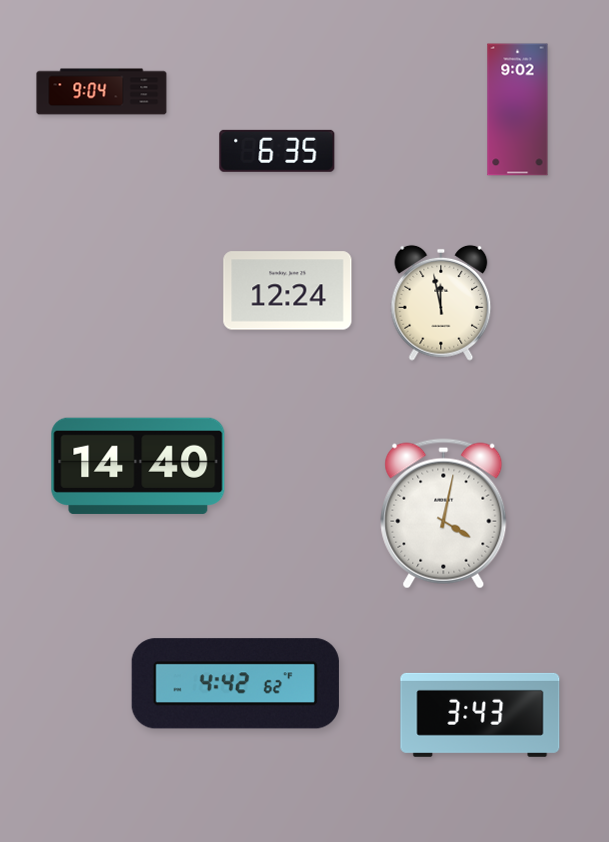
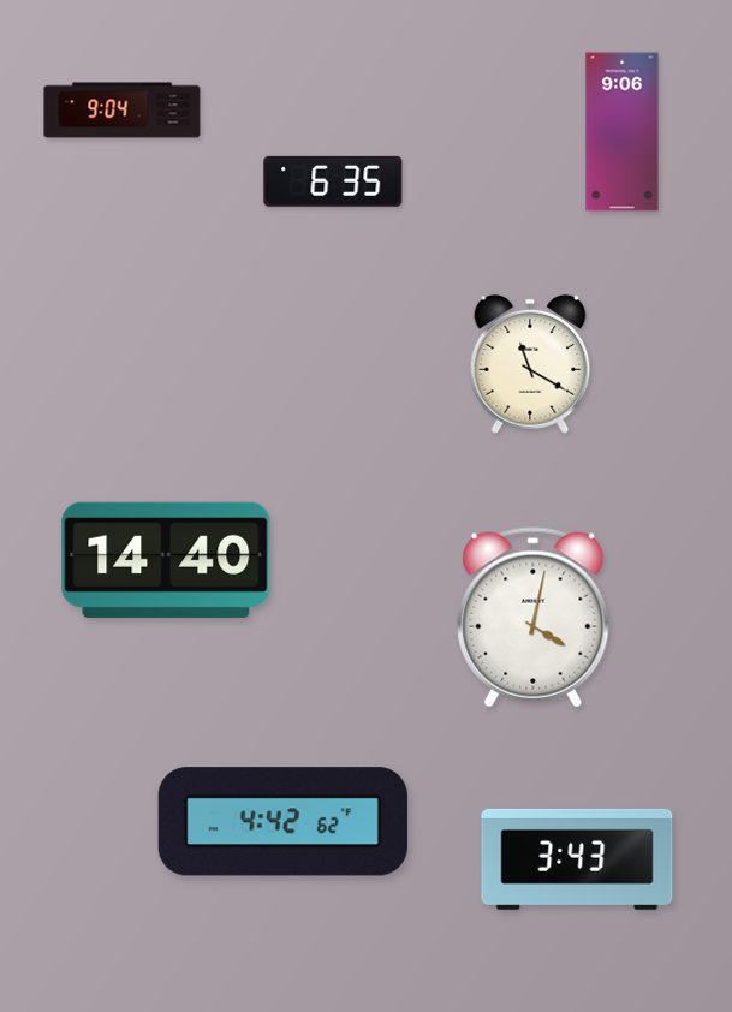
clock at (518, 110): 9:02 -> 9:06
clock at (288, 291): 12:24 -> none
clock at (441, 303): 11:58 -> 11:20
